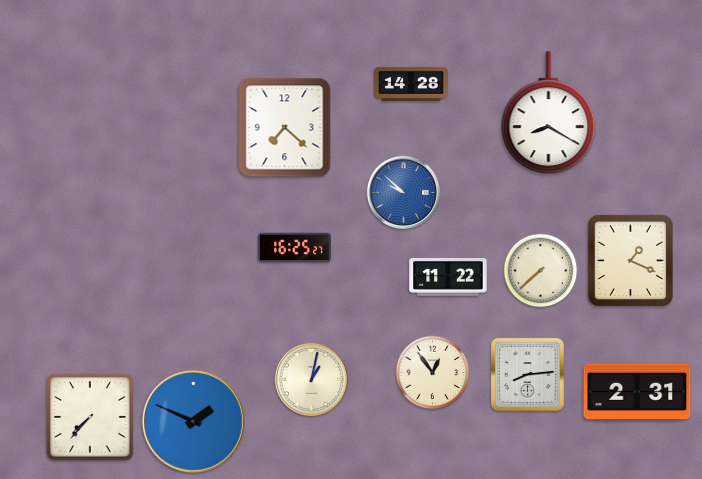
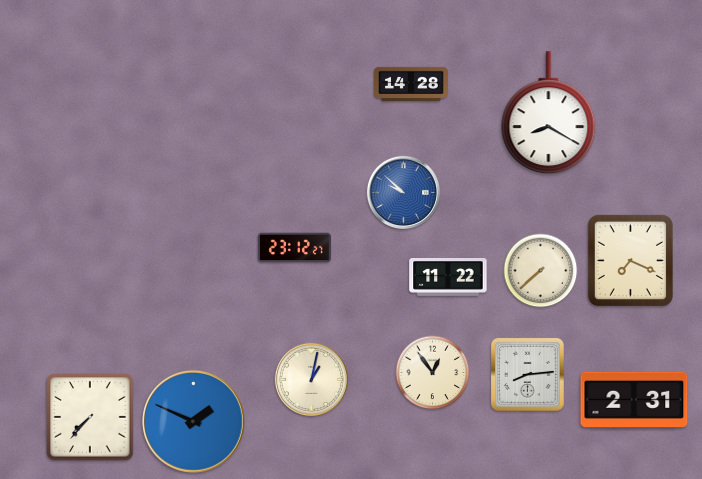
clock at (285, 128): 7:22 -> none
clock at (294, 248): 16:25 -> 23:12
clock at (630, 260): 1:19 -> 7:19
clock at (637, 391) position: (637, 391) -> (634, 399)
